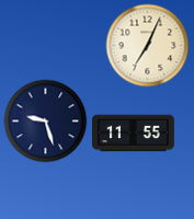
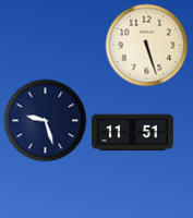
clock at (148, 46): 7:04 -> 5:27
clock at (133, 134): 11:55 -> 11:51
